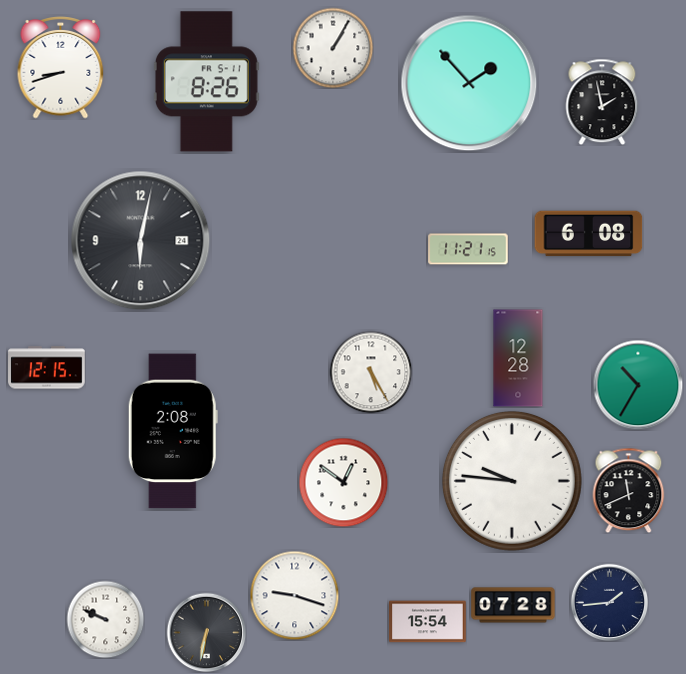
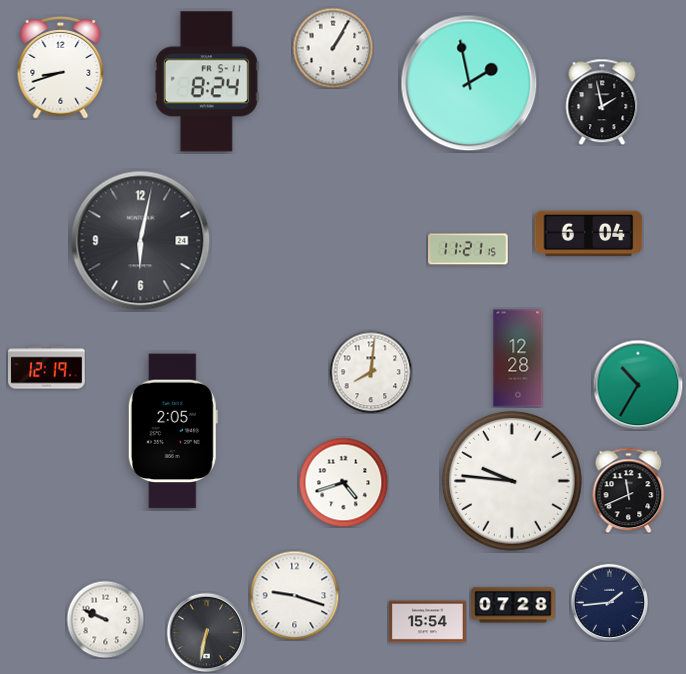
clock at (206, 82): 8:26 -> 8:24
clock at (469, 83): 1:53 -> 1:58
clock at (589, 234): 6:08 -> 6:04
clock at (47, 368): 12:15 -> 12:19
clock at (371, 372): 5:25 -> 8:01
clock at (173, 431): 2:08 -> 2:05
clock at (343, 482): 12:51 -> 4:42
